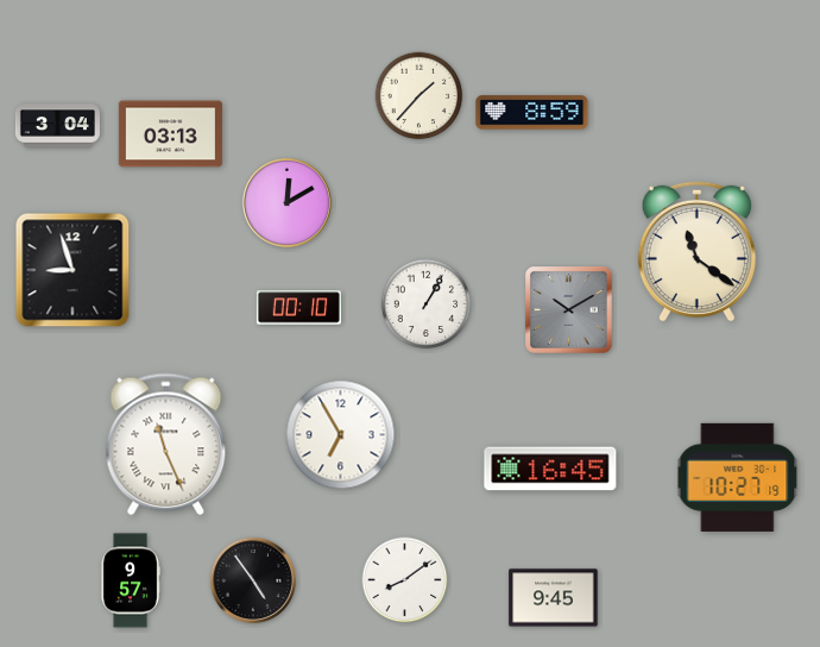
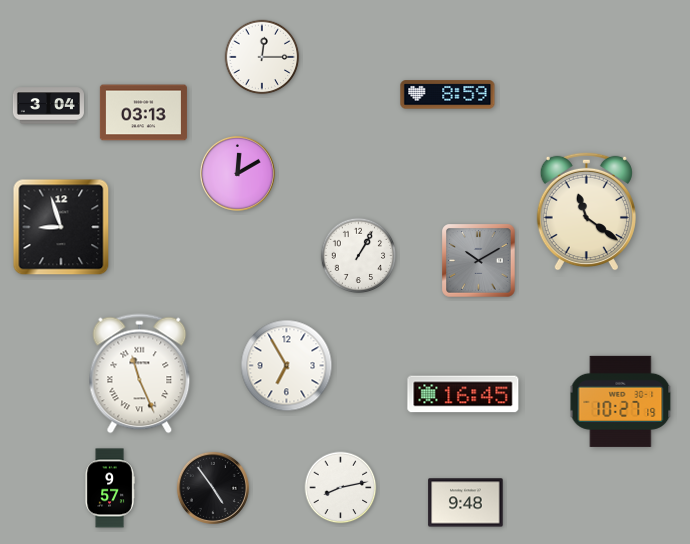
clock at (262, 57): none -> 12:15
clock at (420, 96): 1:37 -> none
clock at (286, 202) position: (286, 202) -> (237, 173)
clock at (298, 308): 00:10 -> none
clock at (405, 580): 8:09 -> 8:13
clock at (554, 598): 9:45 -> 9:48
